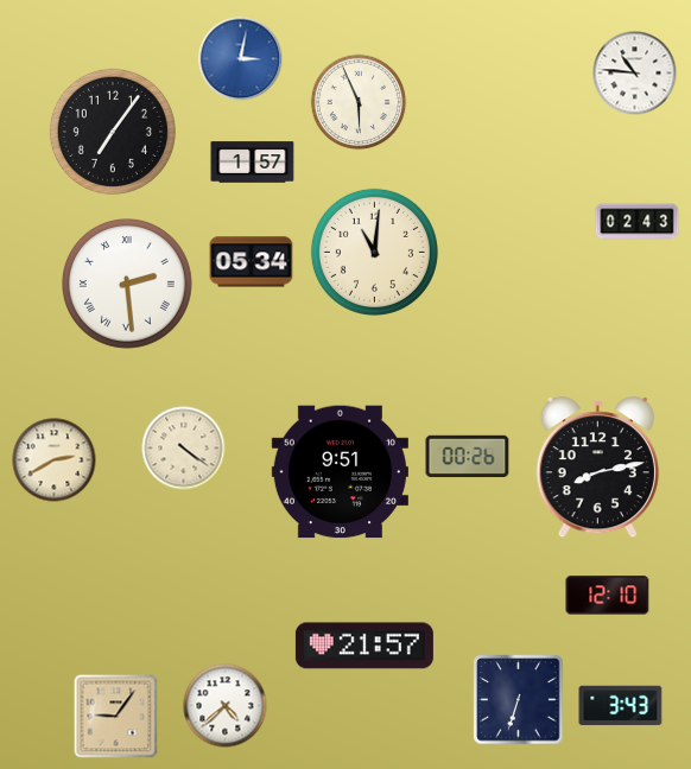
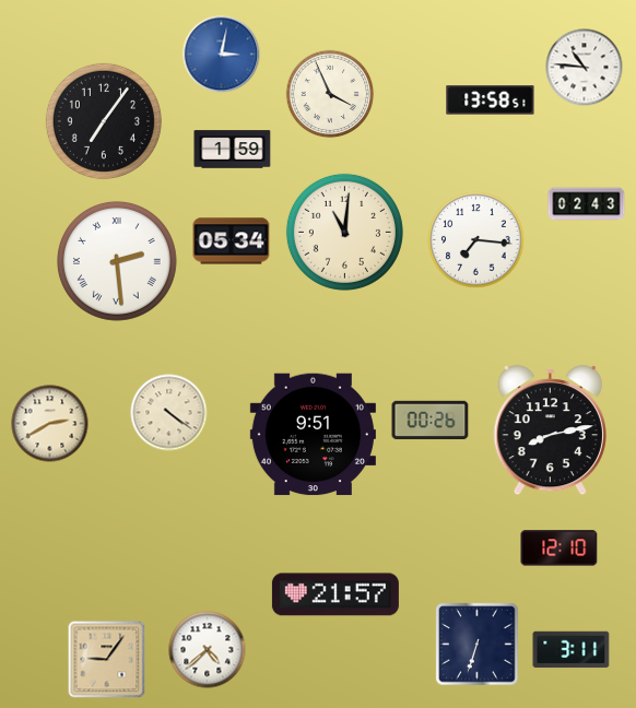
clock at (359, 102): 5:56 -> 3:56
clock at (491, 101): none -> 13:58
clock at (253, 163): 1:57 -> 1:59
clock at (476, 240): none -> 7:16
clock at (621, 706): 3:43 -> 3:11
